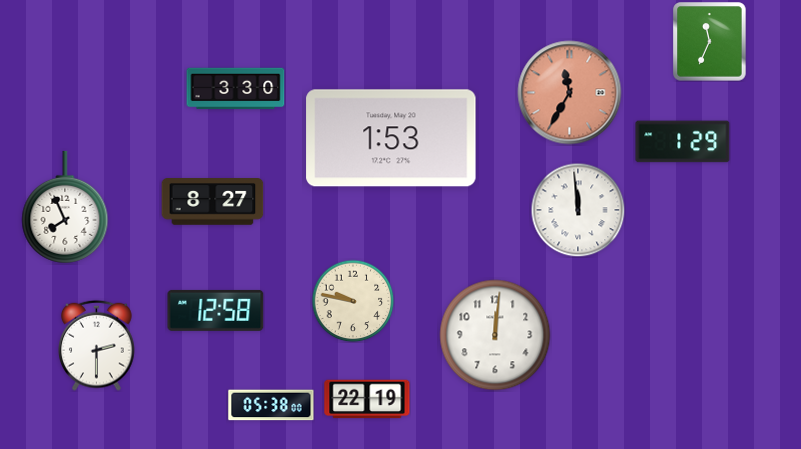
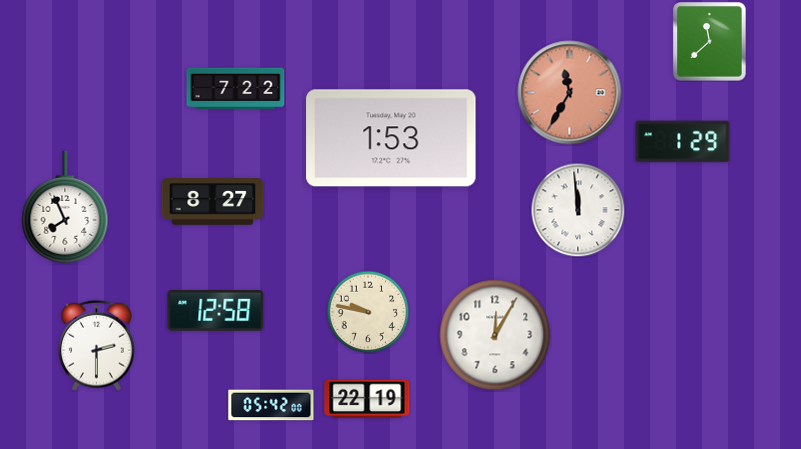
clock at (710, 42): 11:34 -> 11:38
clock at (236, 89): 3:30 -> 7:22
clock at (353, 301) position: (353, 301) -> (368, 312)
clock at (495, 335): 12:01 -> 12:05
clock at (271, 405): 05:38 -> 05:42
